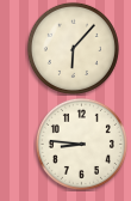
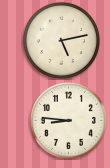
clock at (73, 48): 6:07 -> 5:13
